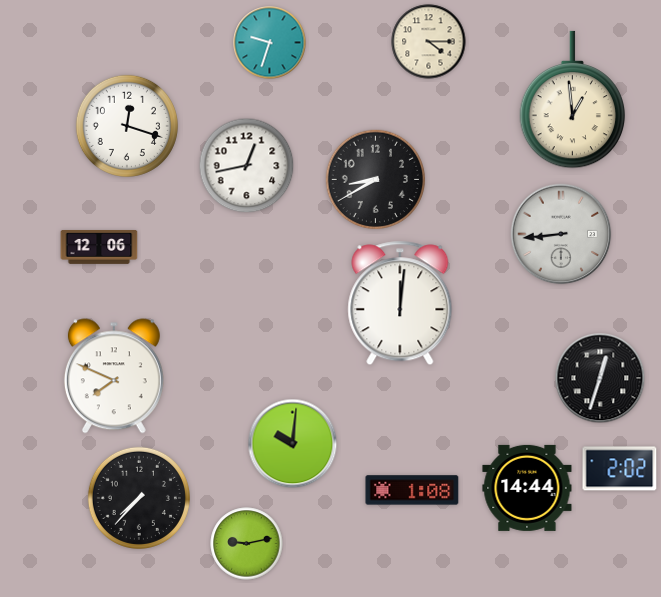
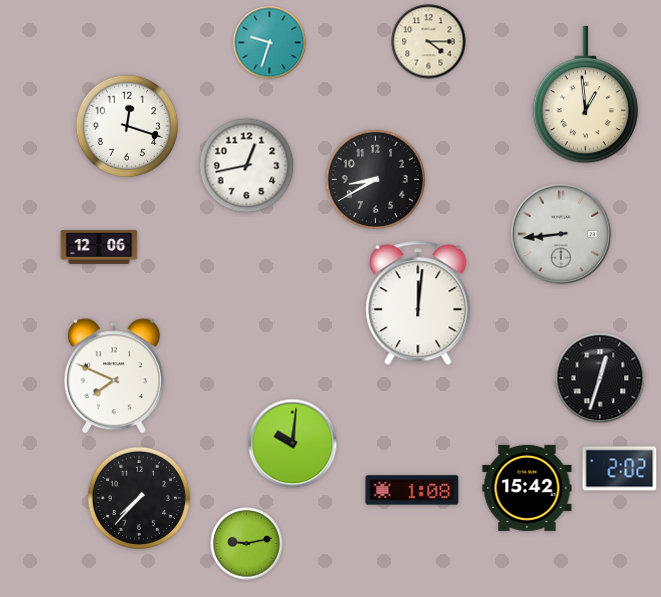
clock at (573, 100) position: (573, 100) -> (586, 95)
clock at (400, 303) position: (400, 303) -> (418, 303)
clock at (527, 488): 14:44 -> 15:42
